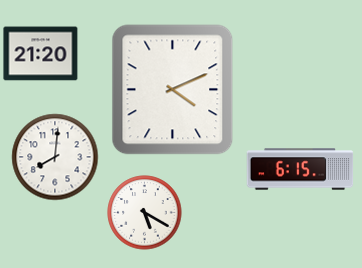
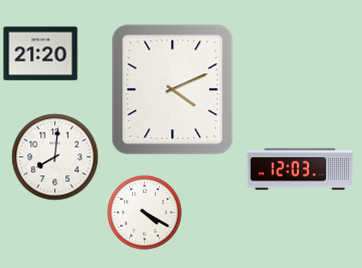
clock at (300, 169): 6:15 -> 12:03
clock at (145, 213): 5:20 -> 4:20
